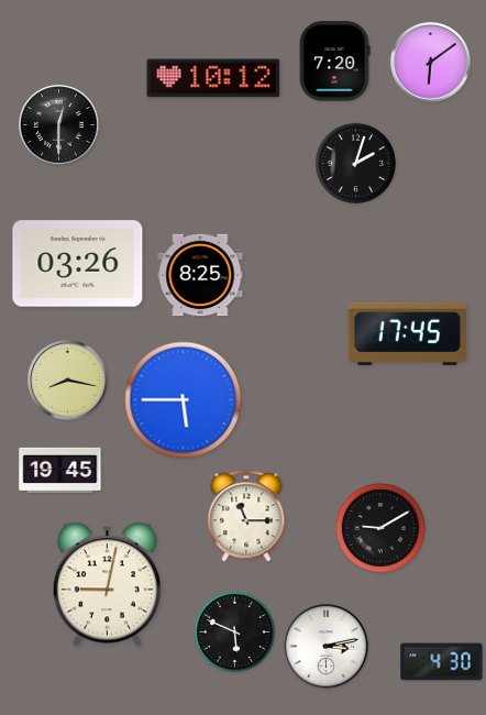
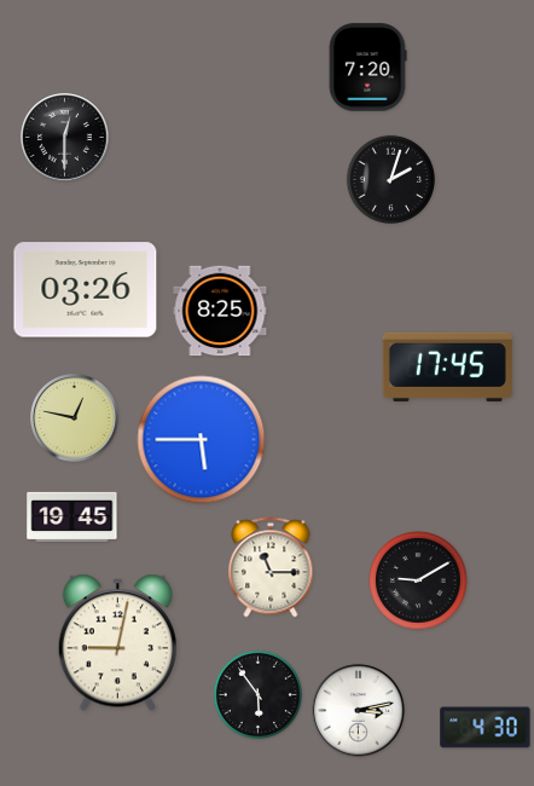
clock at (431, 63): 6:09 -> none
clock at (213, 78): 10:12 -> none
clock at (200, 275) position: (200, 275) -> (220, 311)
clock at (68, 381): 8:17 -> 12:47
clock at (60, 470) position: (60, 470) -> (72, 516)
clock at (234, 631): 5:49 -> 5:54
